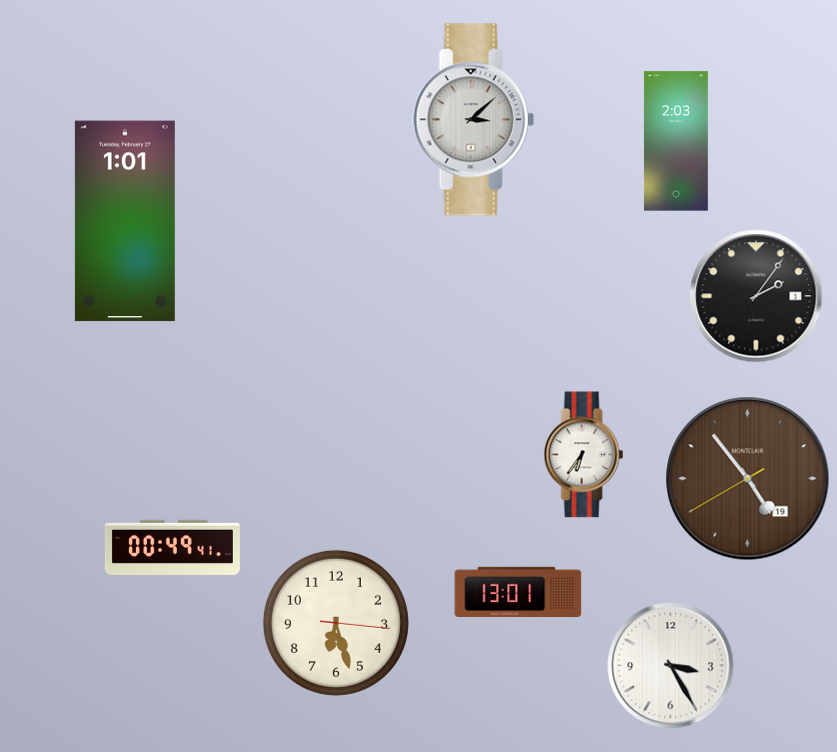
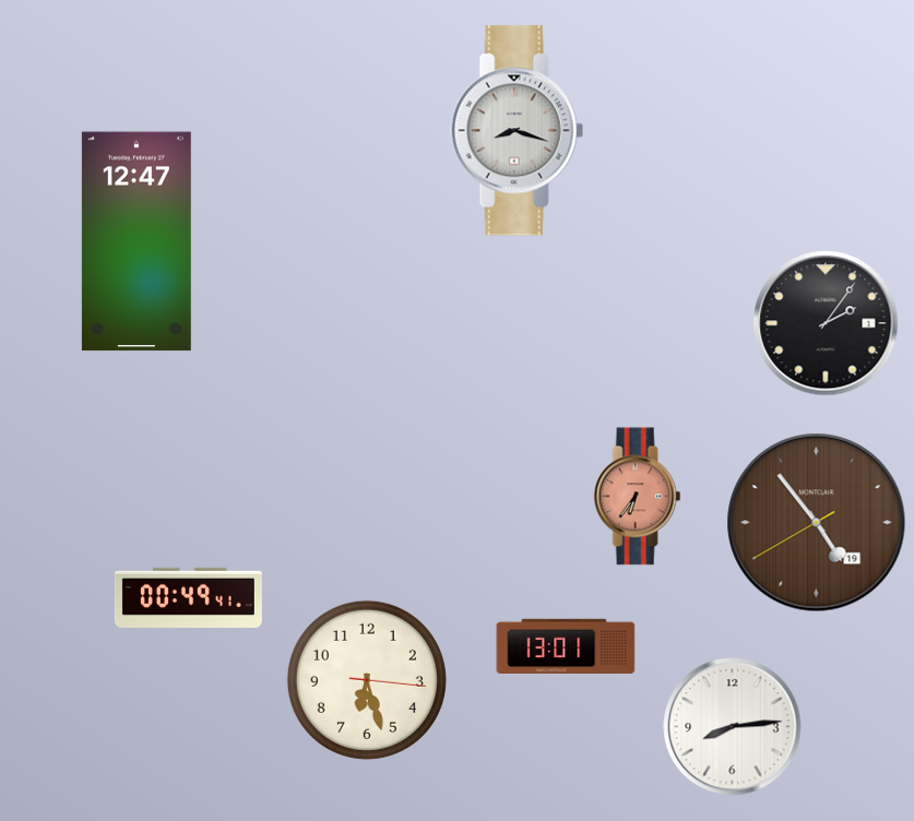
clock at (473, 120): 3:08 -> 8:18
clock at (676, 141): 2:03 -> none
clock at (125, 221): 1:01 -> 12:47
clock at (584, 455) dial: white -> salmon
clock at (671, 666): 3:25 -> 8:14
